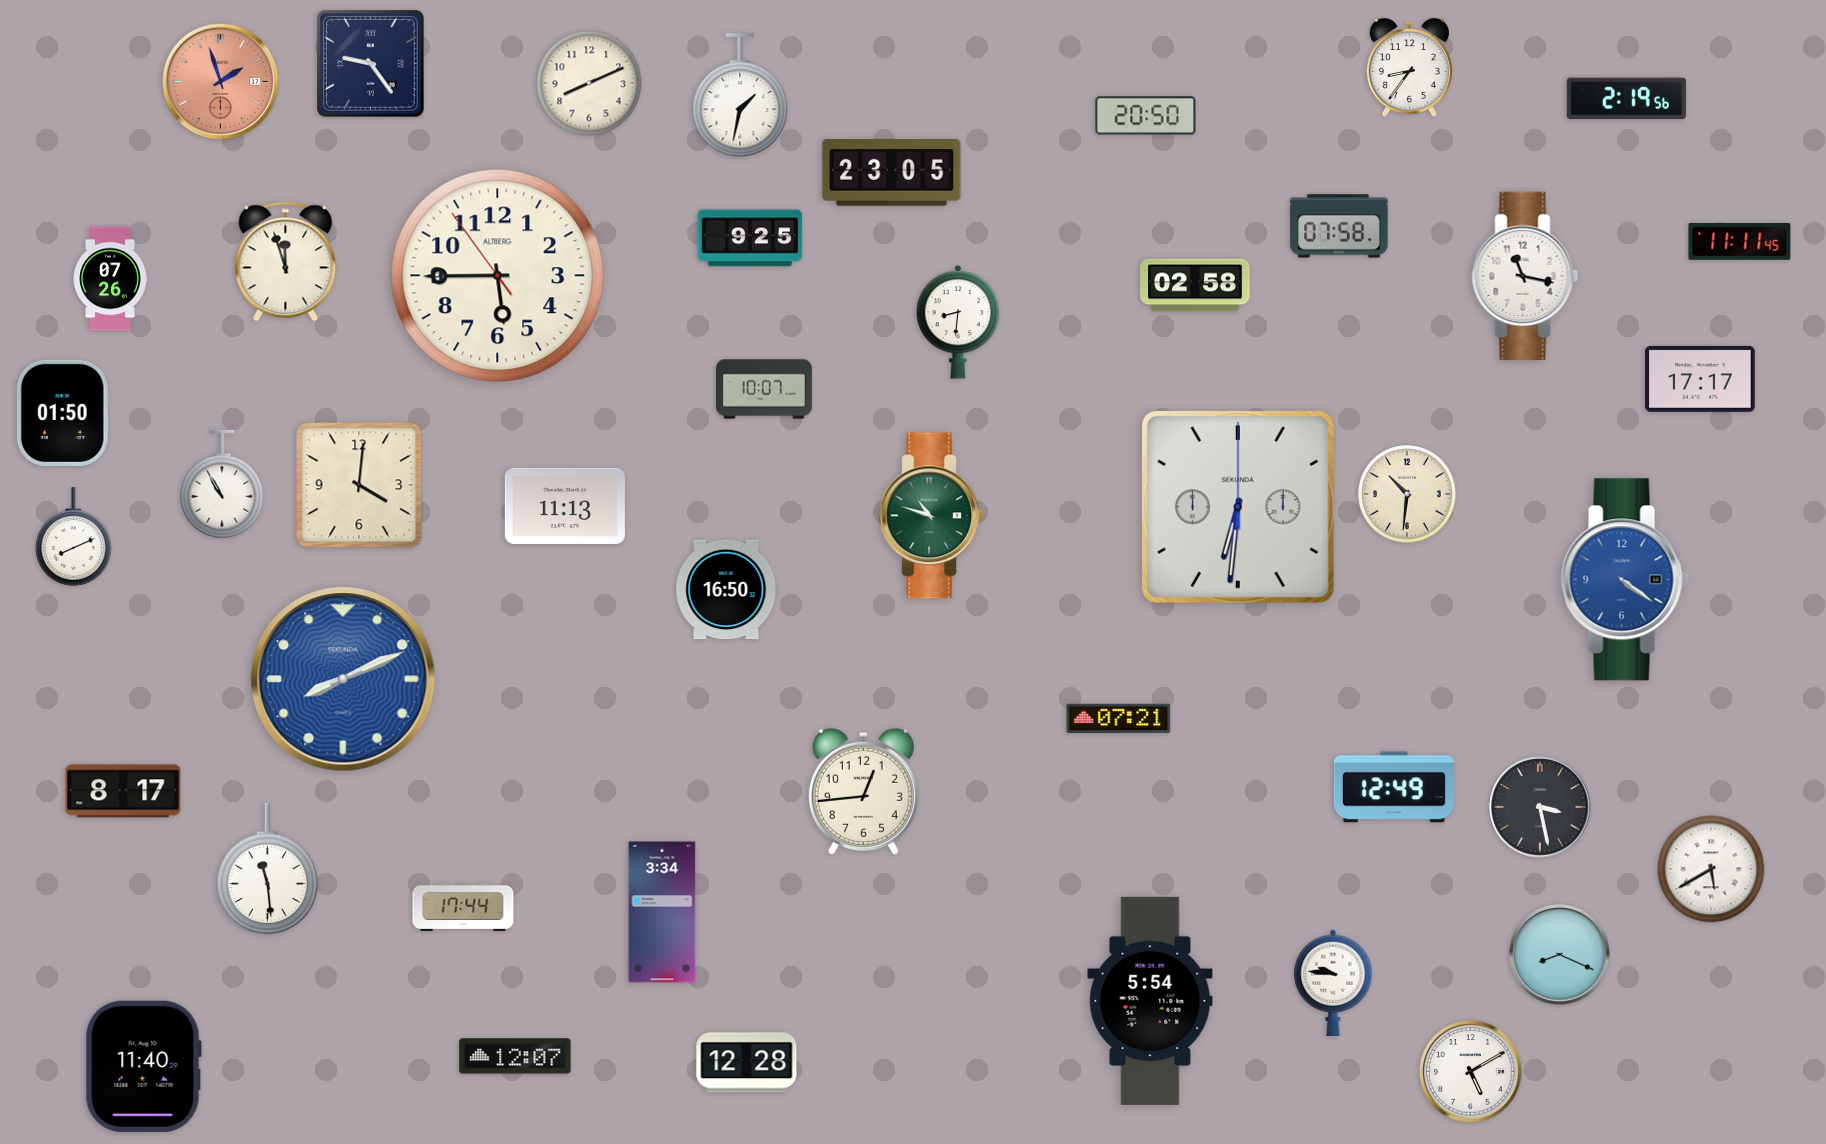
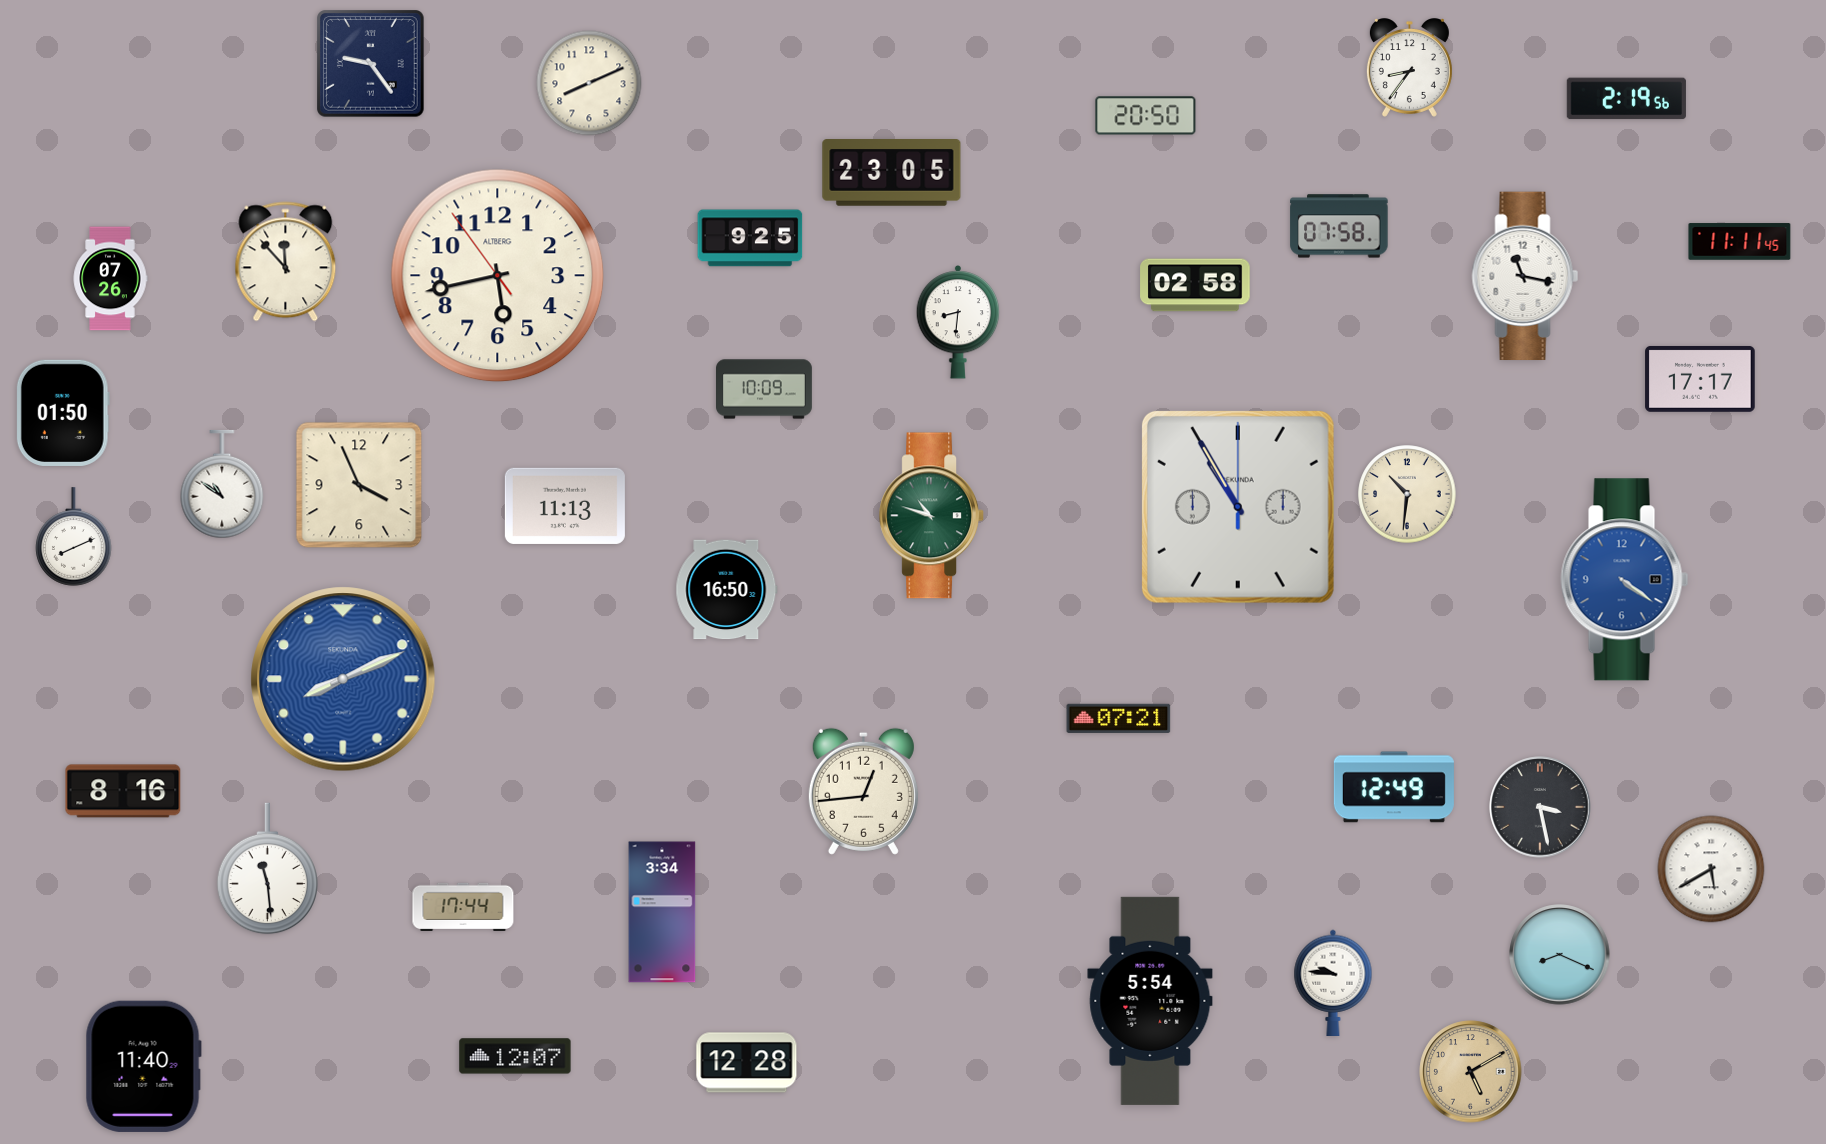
clock at (221, 82): 1:57 -> none
clock at (740, 96): 1:32 -> none
clock at (286, 262): 11:57 -> 11:53
clock at (498, 276): 5:44 -> 5:42
clock at (765, 389): 10:07 -> 10:09
clock at (222, 484): 10:55 -> 10:51
clock at (359, 485): 4:01 -> 3:56
clock at (1238, 507): 6:31 -> 10:55
clock at (123, 791): 8:17 -> 8:16
clock at (1471, 1072) dial: white -> champagne
